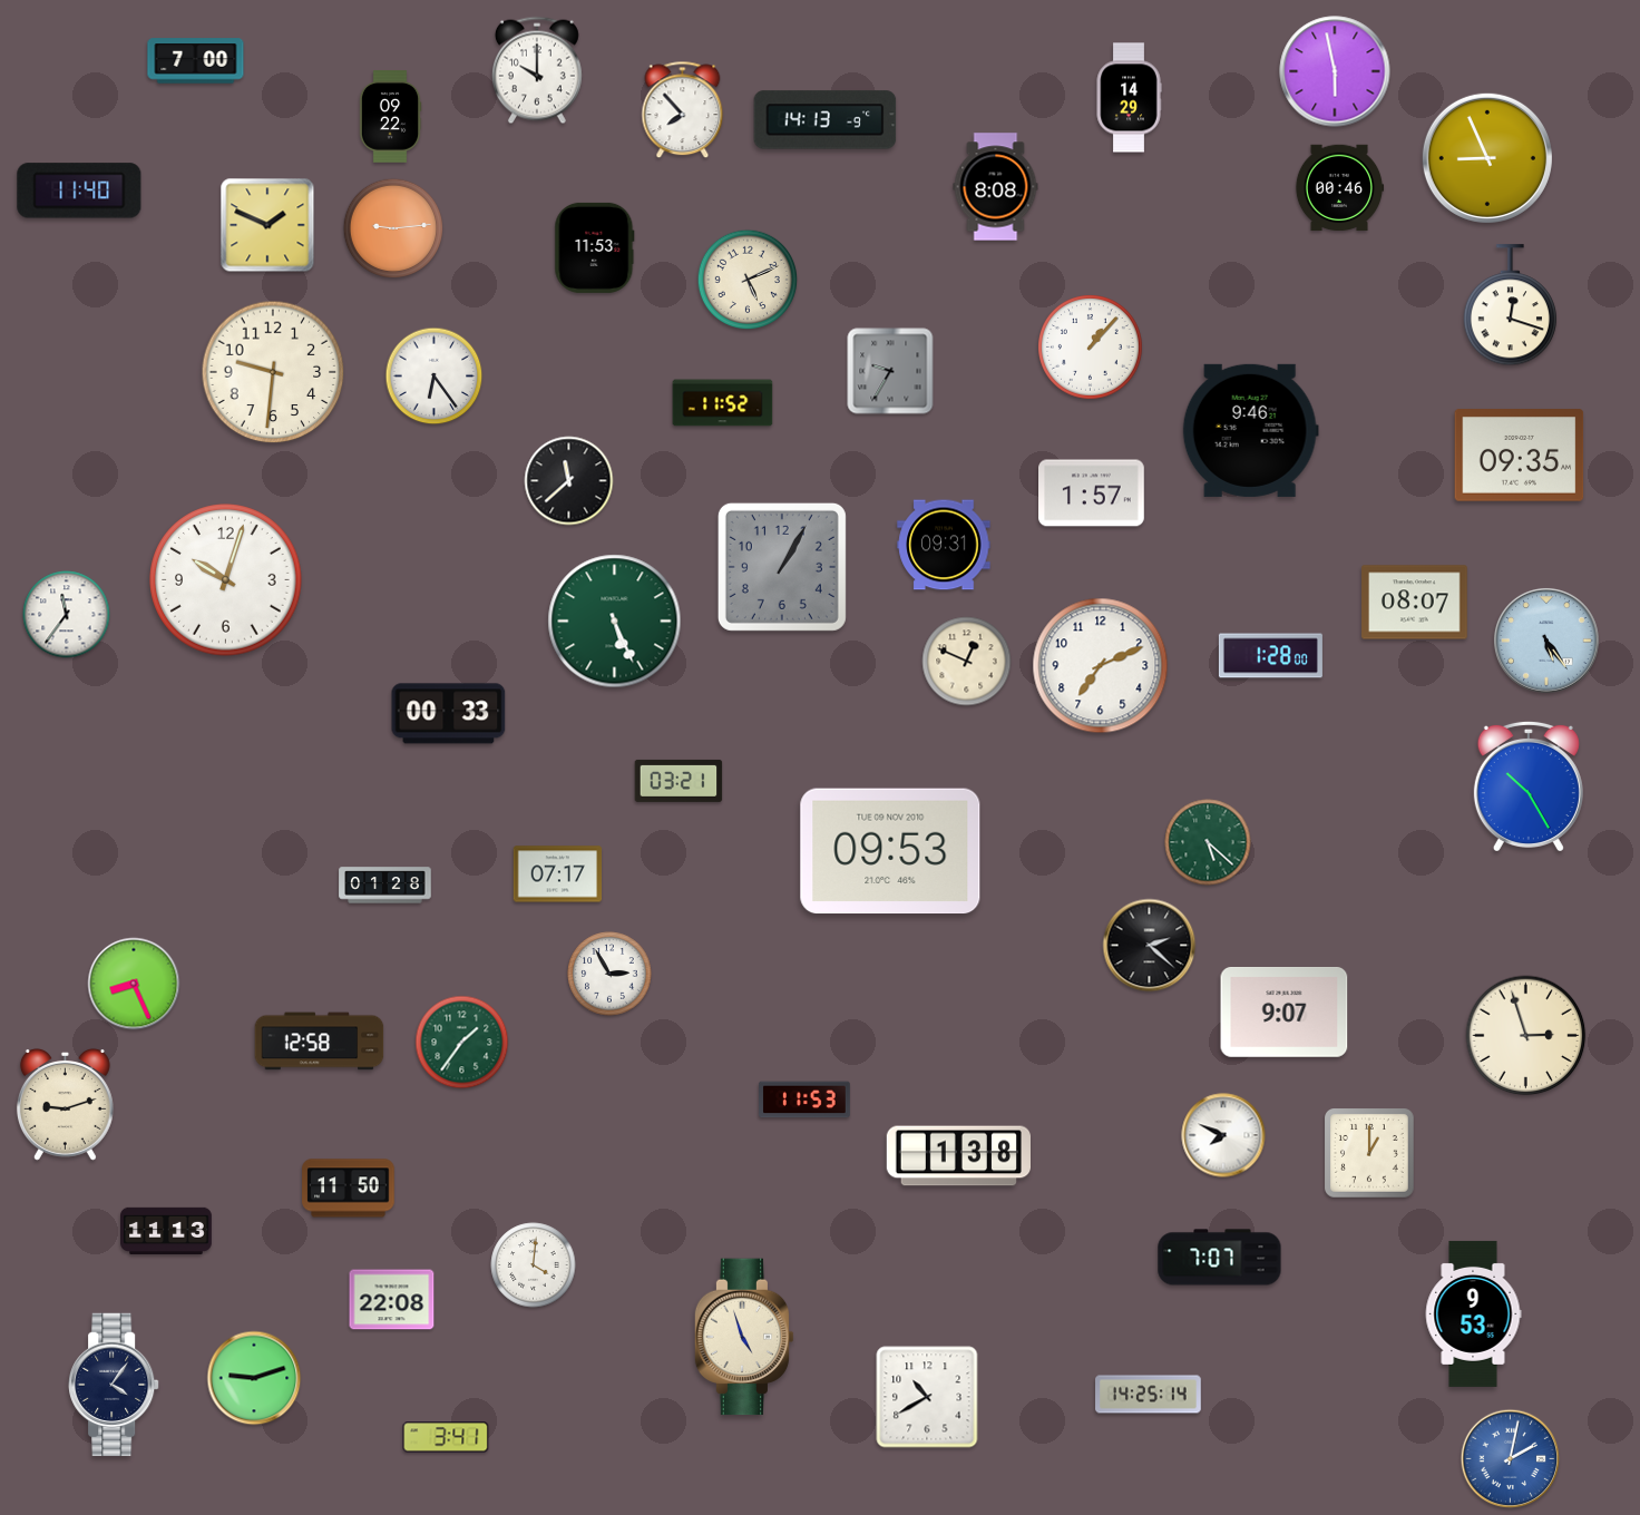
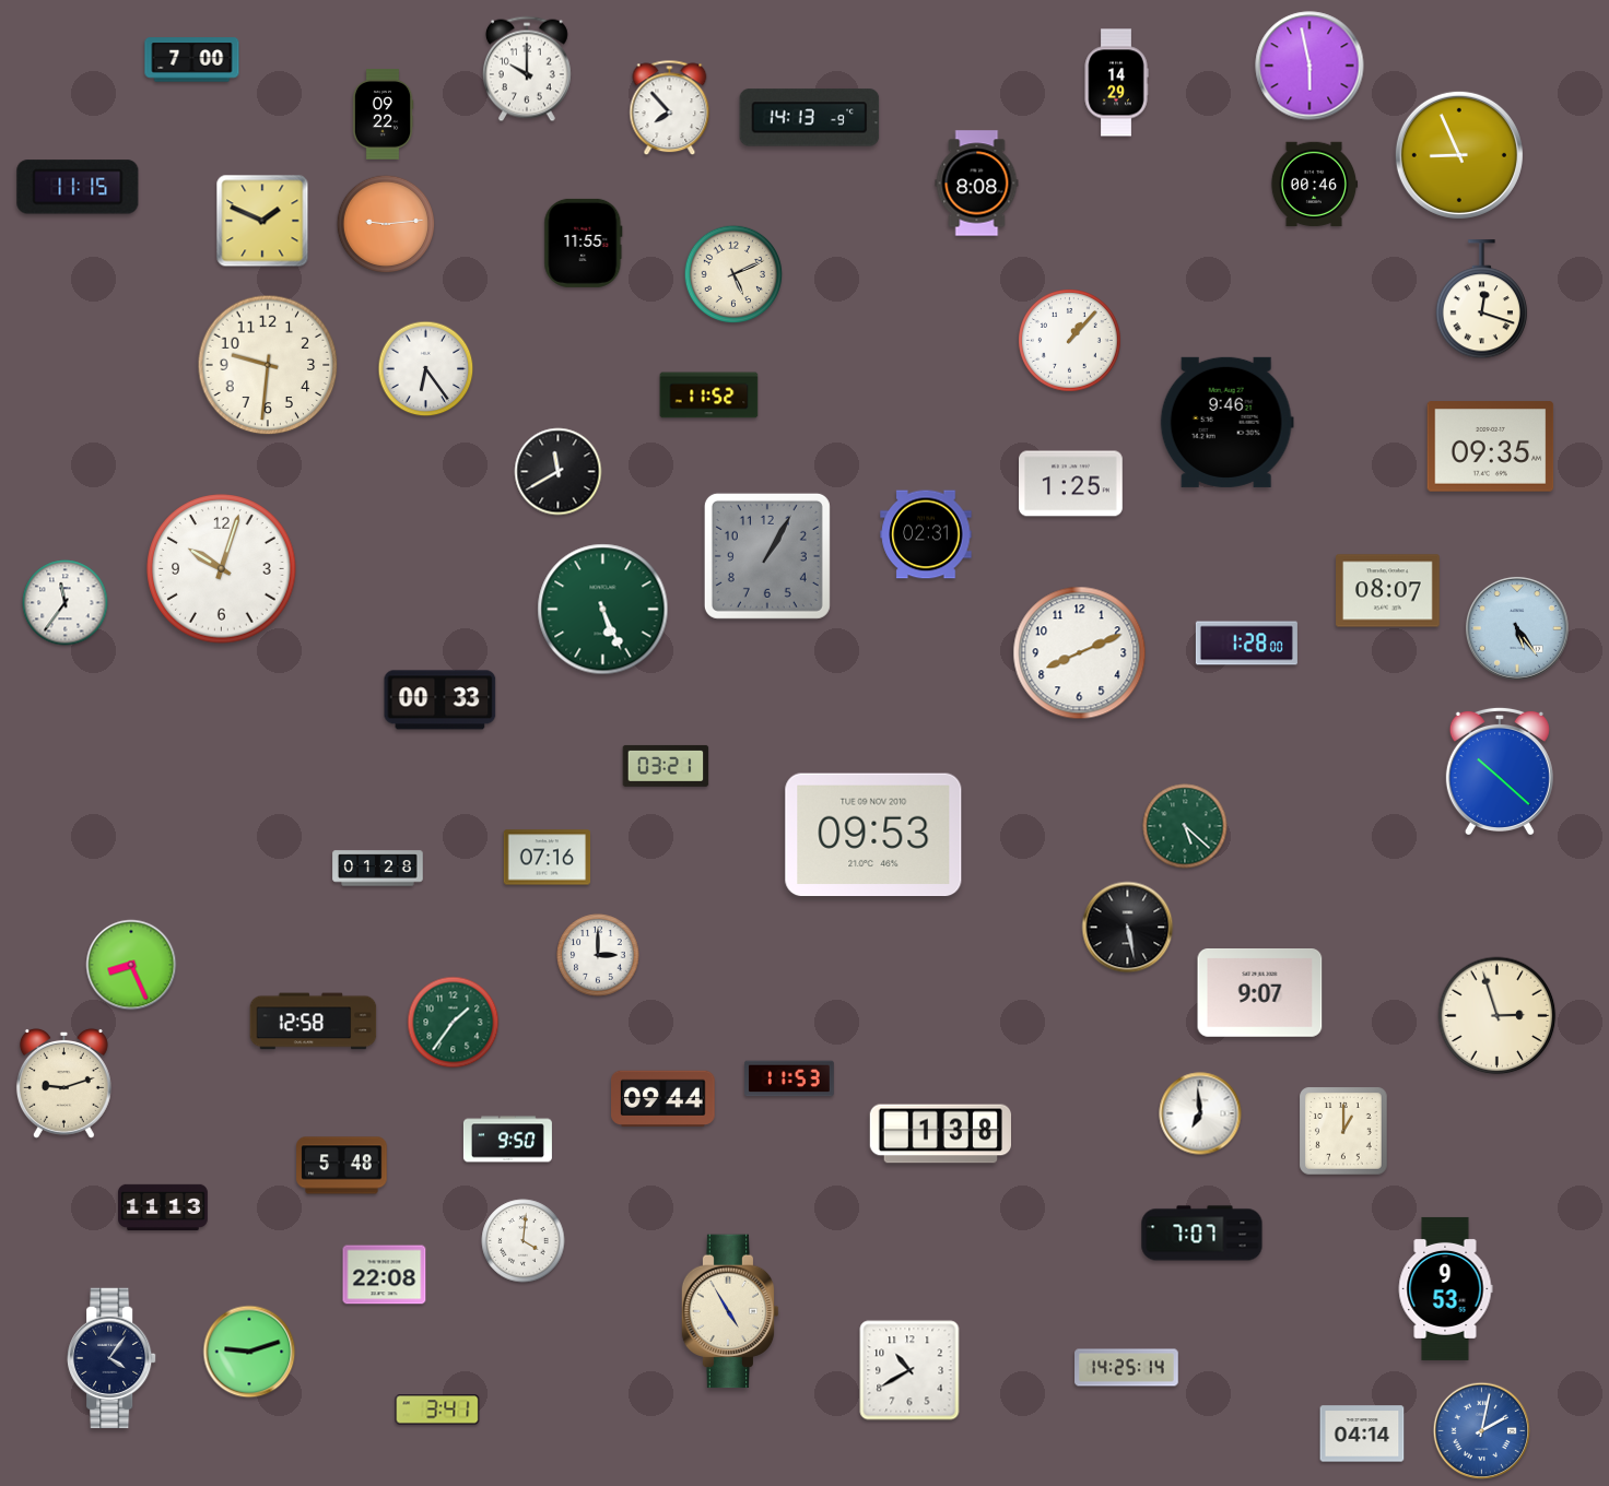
clock at (1335, 71) position: (1335, 71) -> (1309, 66)
clock at (1129, 98) position: (1129, 98) -> (1116, 83)
clock at (79, 190): 11:40 -> 11:15
clock at (595, 247): 11:53 -> 11:55
clock at (890, 371): 9:35 -> none
clock at (569, 481): 11:38 -> 11:40
clock at (1092, 493): 1:57 -> 1:25
clock at (944, 545): 09:31 -> 02:31
clock at (967, 662): 12:49 -> none
clock at (1101, 666): 7:11 -> 8:11
clock at (1529, 785): 10:25 -> 10:22
clock at (558, 874): 07:17 -> 07:16
clock at (1150, 946): 2:22 -> 5:28
clock at (609, 974): 2:55 -> 3:00
clock at (663, 1099): none -> 09:44
clock at (1223, 1135): 7:49 -> 6:59
clock at (507, 1140): none -> 9:50
clock at (349, 1189): 11:50 -> 5:48
clock at (1220, 1258) position: (1220, 1258) -> (1202, 1234)
clock at (744, 1337): 4:57 -> 4:55
clock at (1362, 1434): none -> 04:14
